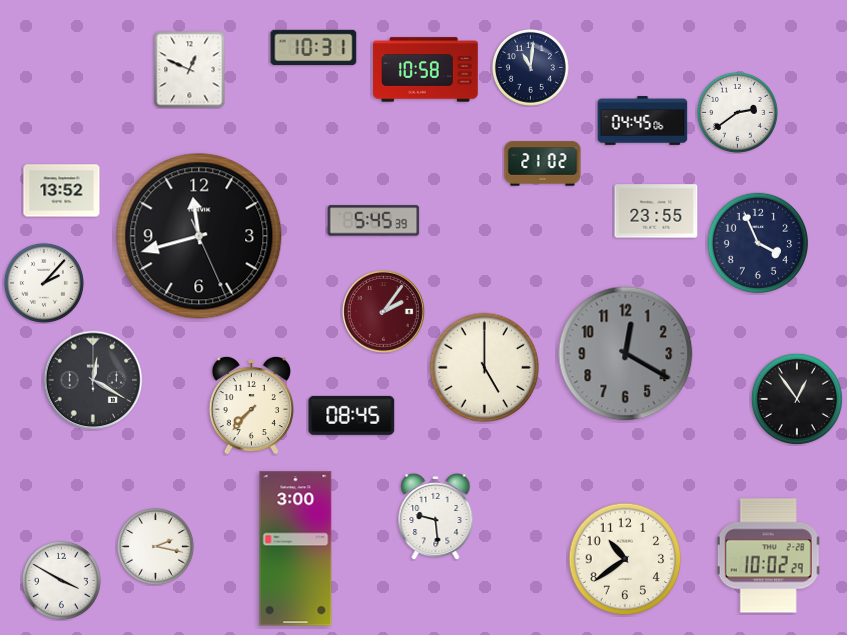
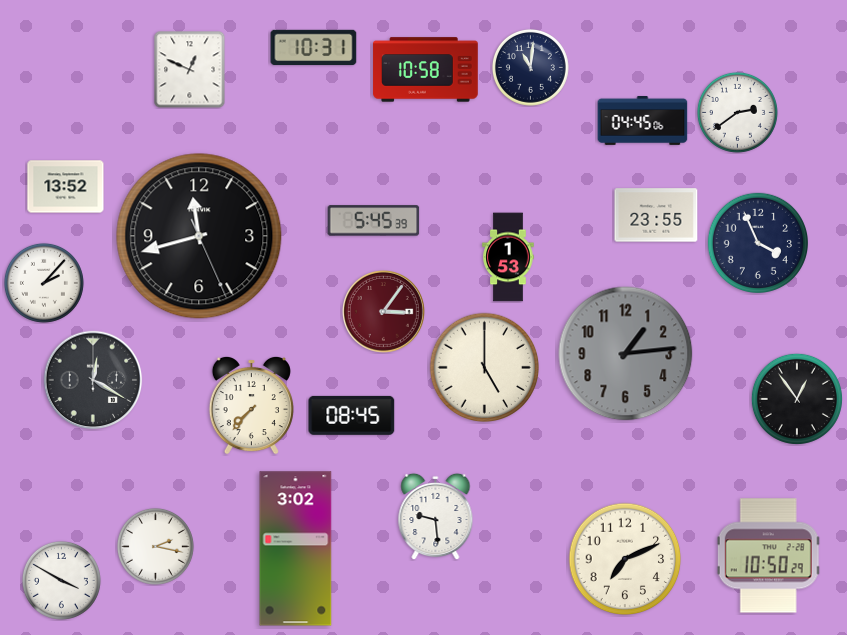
clock at (543, 164): 21:02 -> none
clock at (62, 191) position: (62, 191) -> (66, 187)
clock at (656, 211) position: (656, 211) -> (656, 215)
clock at (508, 257): none -> 1:53
clock at (384, 312): 2:06 -> 3:06
clock at (626, 354): 12:20 -> 1:14
clock at (296, 549): 3:00 -> 3:02
clock at (769, 556): 10:02 -> 10:50
clock at (625, 559): 10:39 -> 7:11
